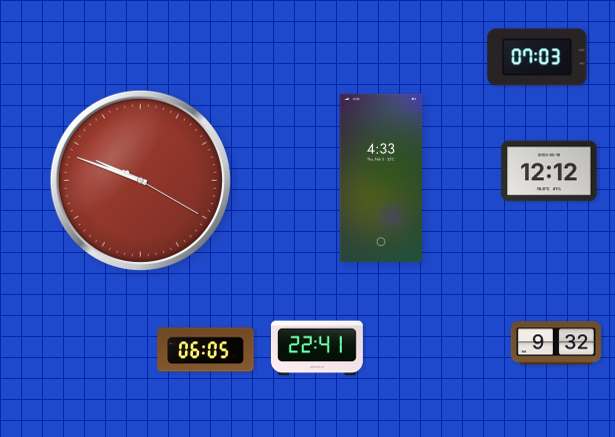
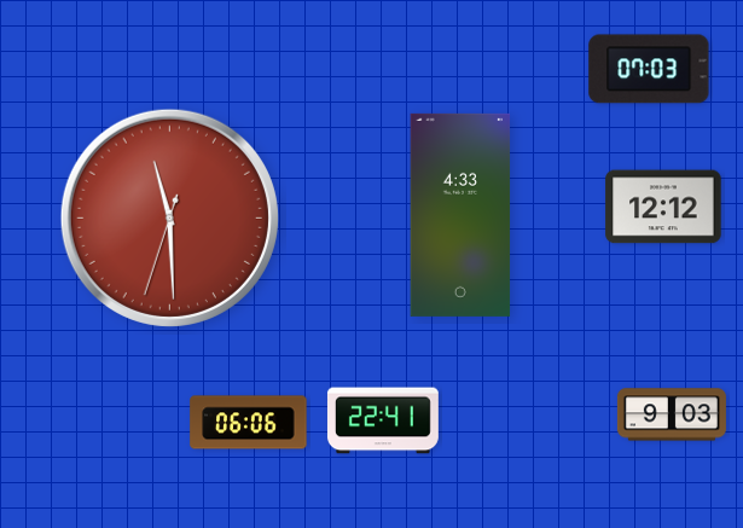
clock at (140, 180): 9:48 -> 11:29
clock at (556, 343): 9:32 -> 9:03
clock at (206, 350): 06:05 -> 06:06
